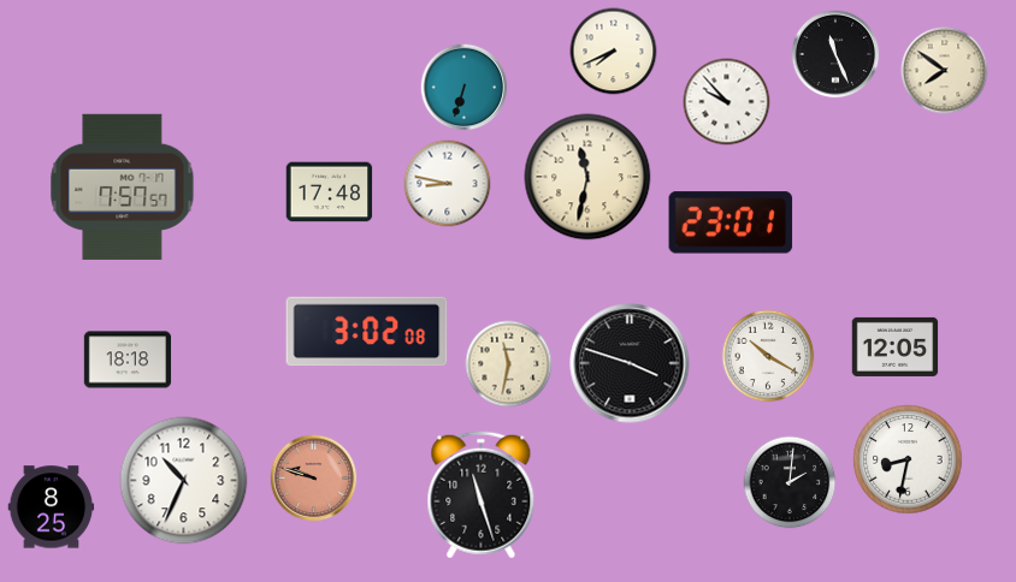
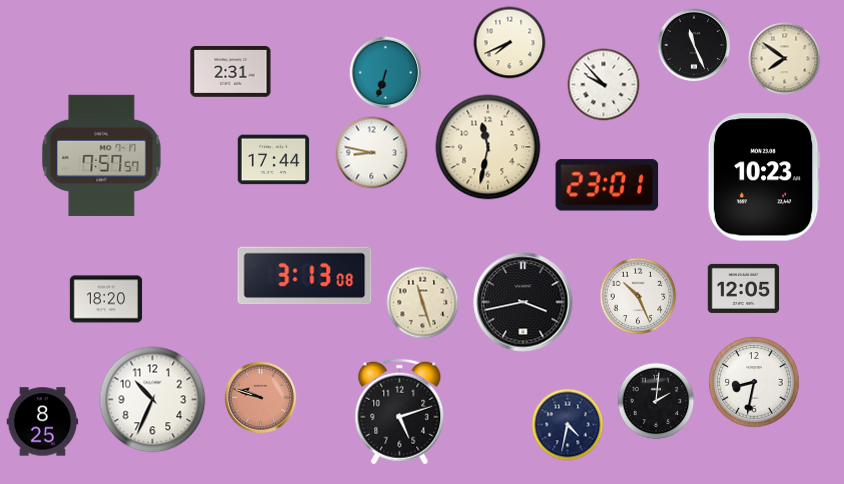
clock at (231, 72): none -> 2:31
clock at (330, 192): 17:48 -> 17:44
clock at (764, 177): none -> 10:23
clock at (367, 332): 3:02 -> 3:13
clock at (768, 356): 10:20 -> 10:26
clock at (128, 360): 18:18 -> 18:20
clock at (630, 363): 3:48 -> 3:43
clock at (509, 364): 11:32 -> 11:27
clock at (482, 495): 11:27 -> 5:12
clock at (568, 425): none -> 4:32
